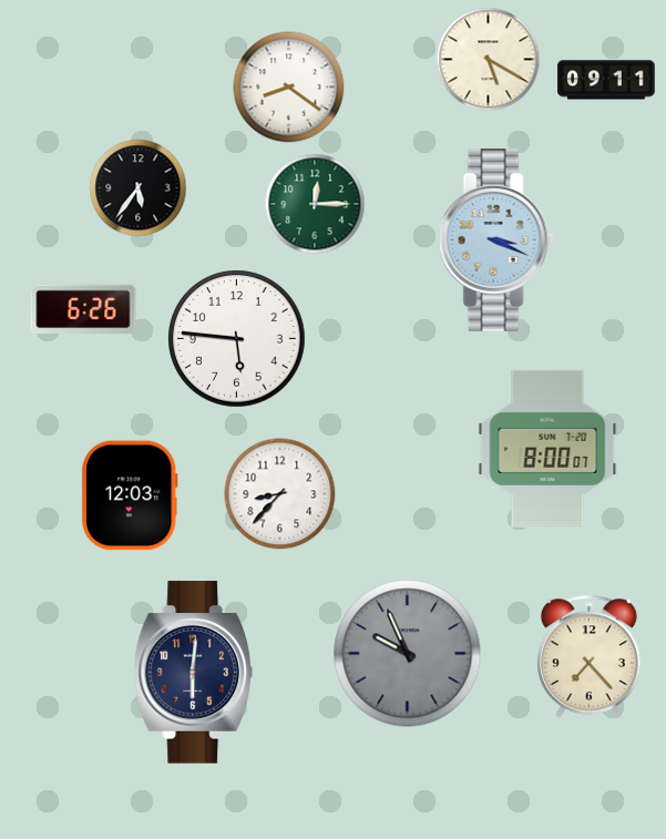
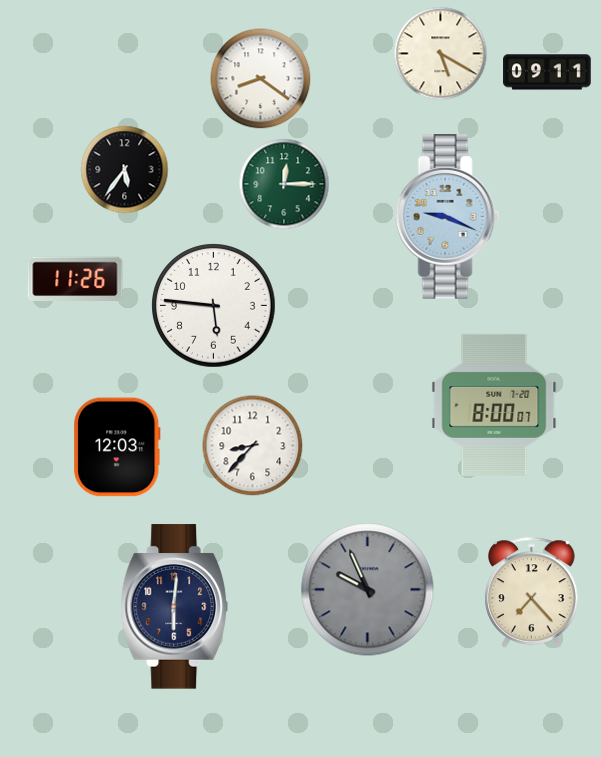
clock at (495, 241): 3:19 -> 9:19
clock at (83, 309): 6:26 -> 11:26
